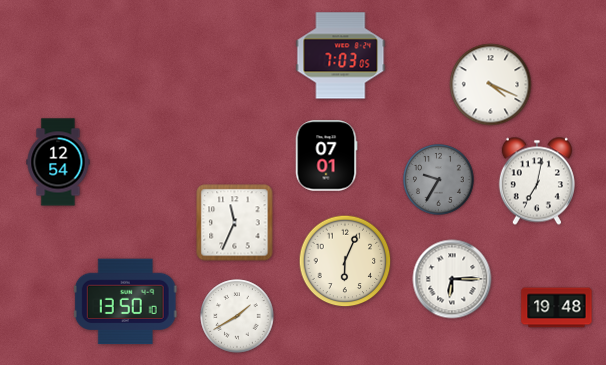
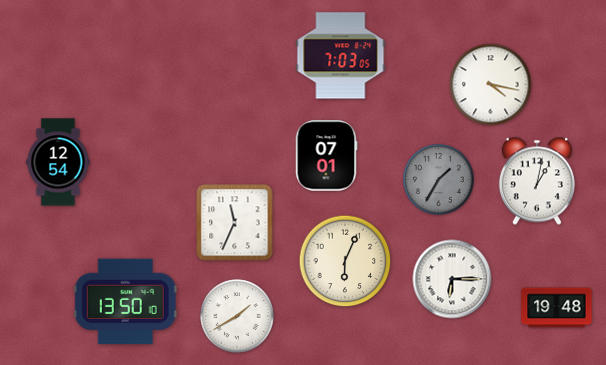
clock at (491, 85): 4:19 -> 4:17
clock at (439, 180): 9:35 -> 1:35
clock at (537, 181): 7:02 -> 1:02
